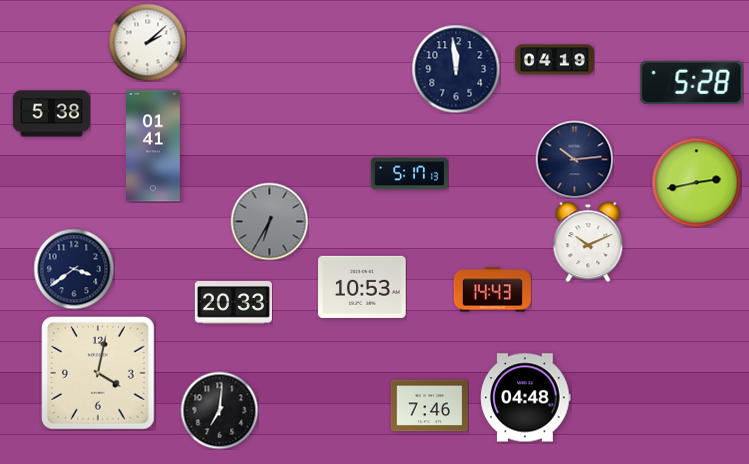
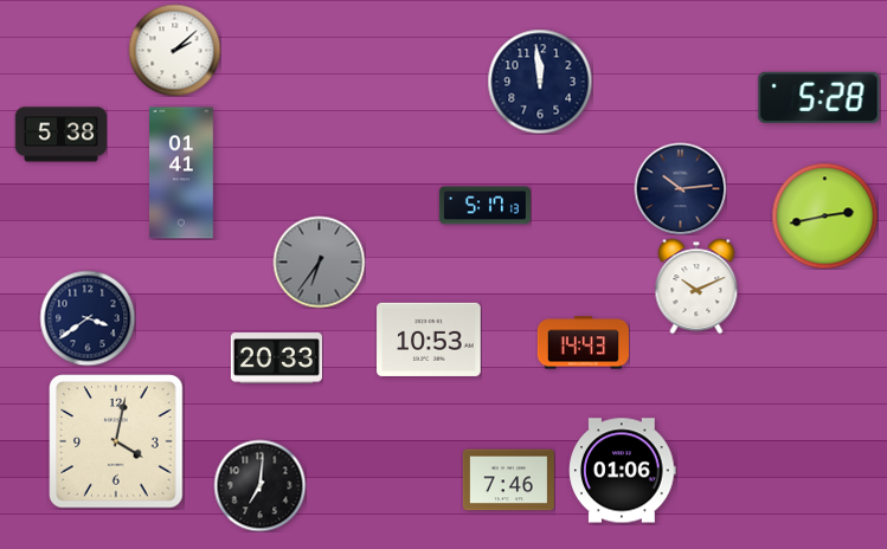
clock at (554, 60): 04:19 -> none
clock at (269, 221): 6:35 -> 6:36
clock at (526, 398): 04:48 -> 01:06
